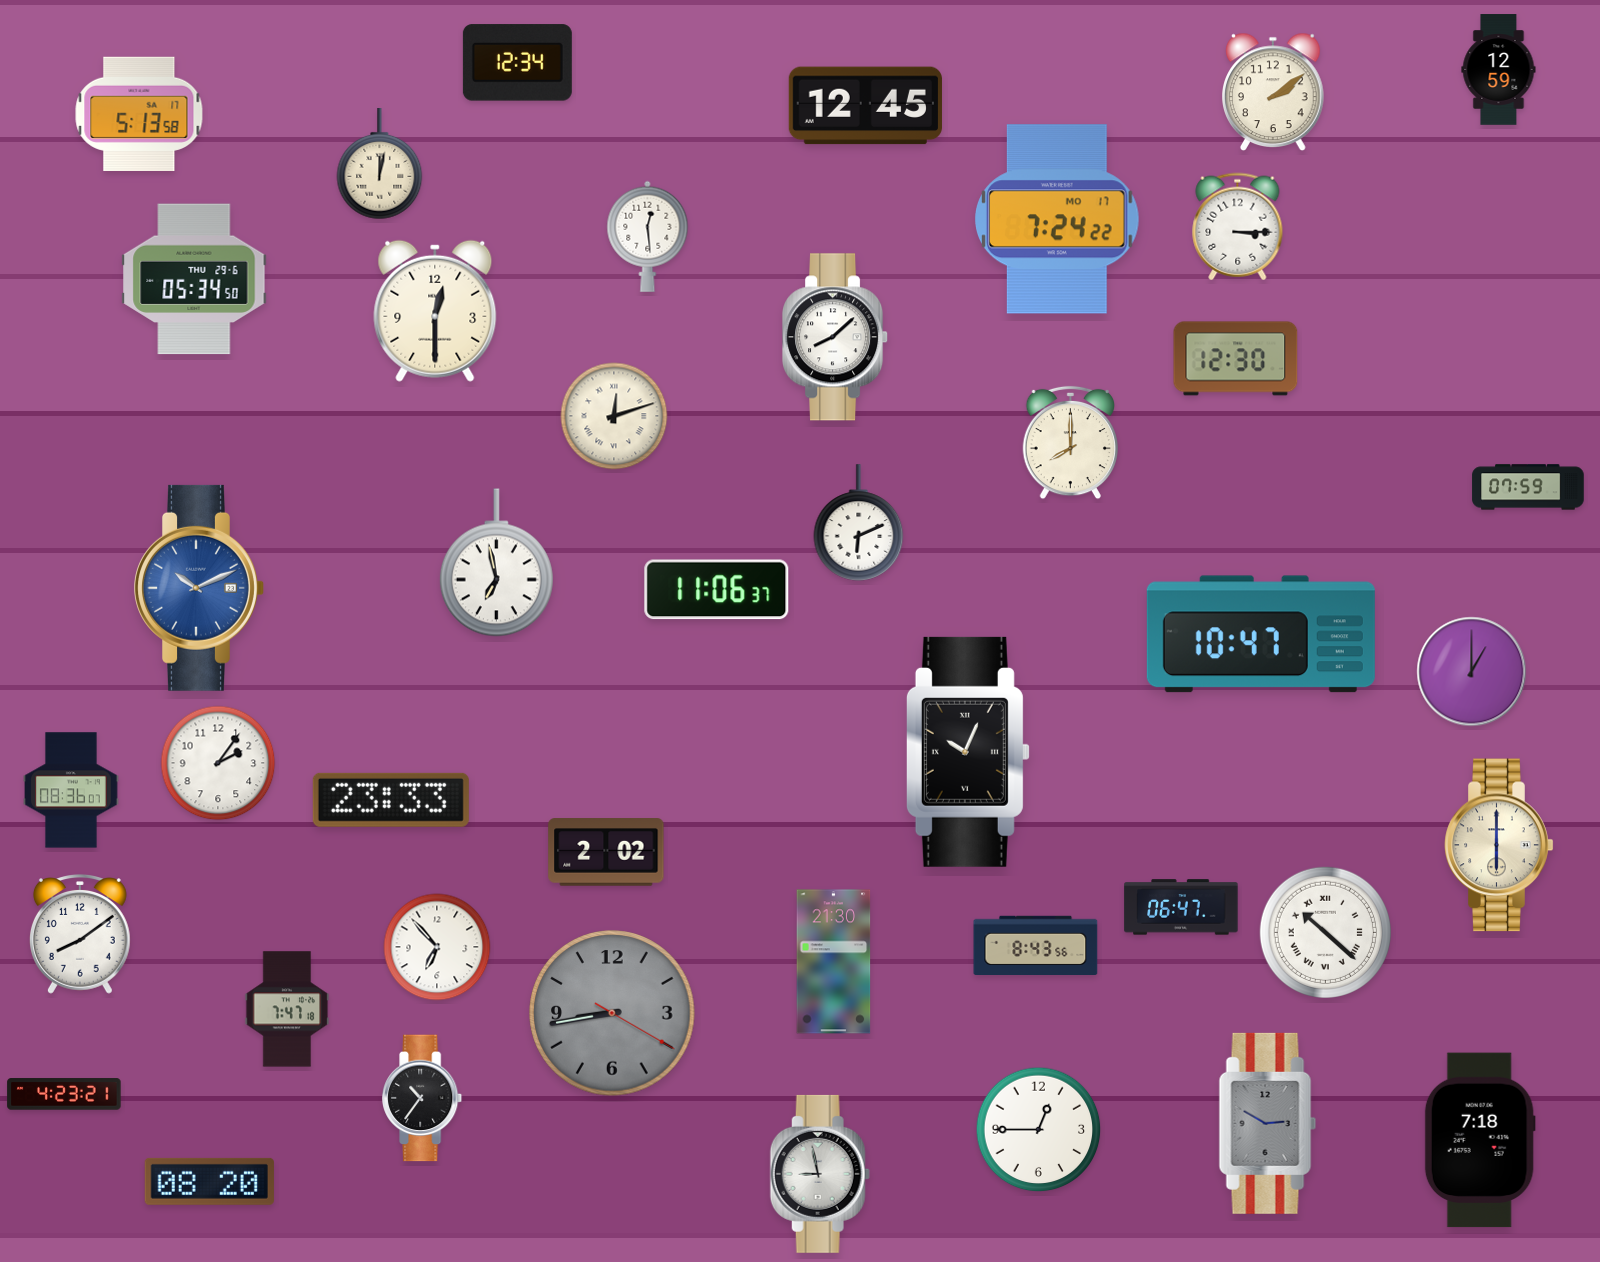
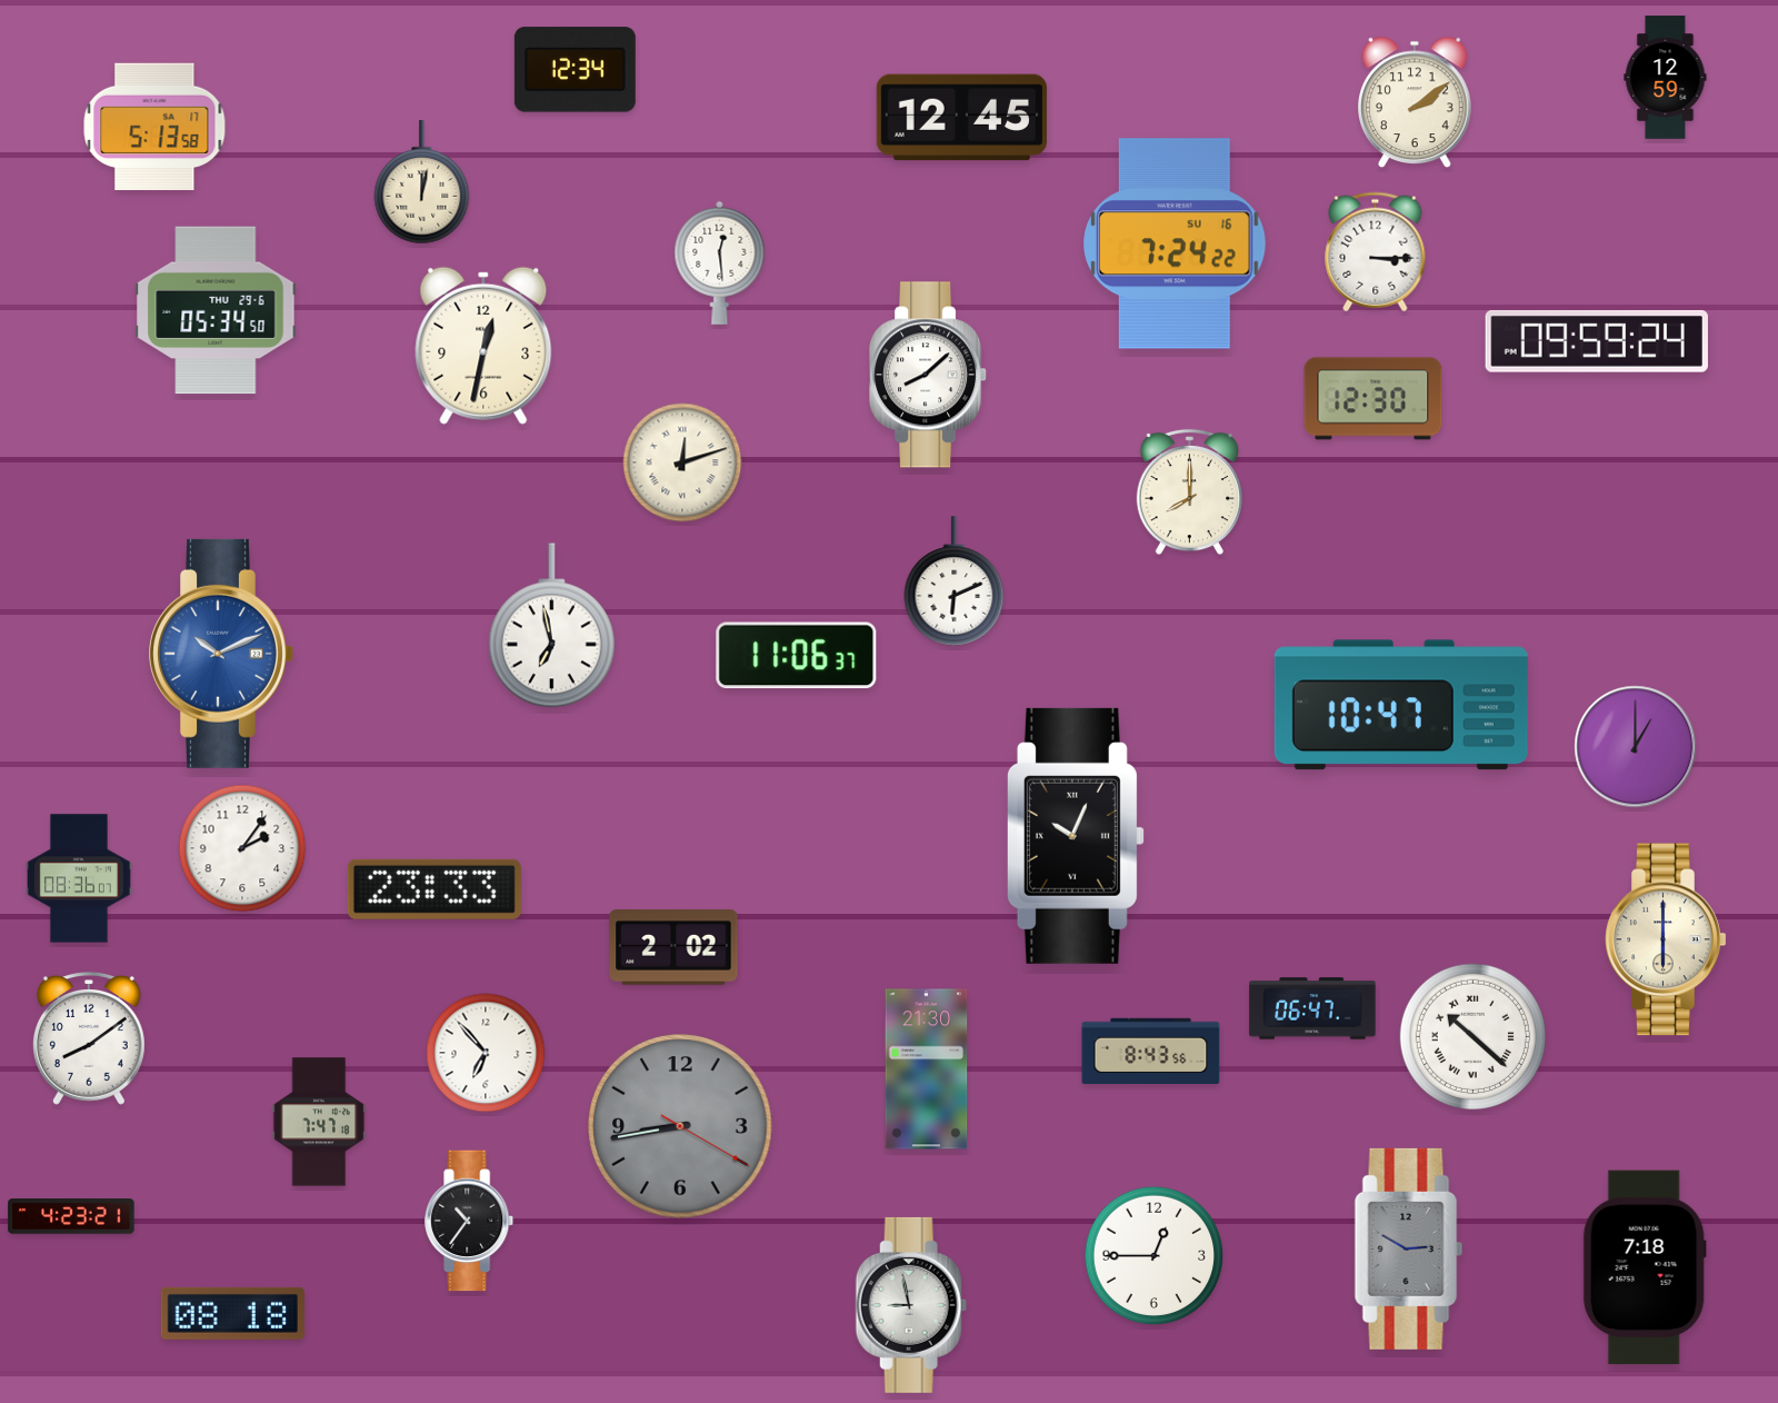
clock at (1058, 219) date: MO 17 -> SU 16
clock at (1597, 341): none -> 09:59
clock at (435, 311): 12:30 -> 12:32
clock at (1528, 487): 07:59 -> none
clock at (209, 1181): 08:20 -> 08:18
